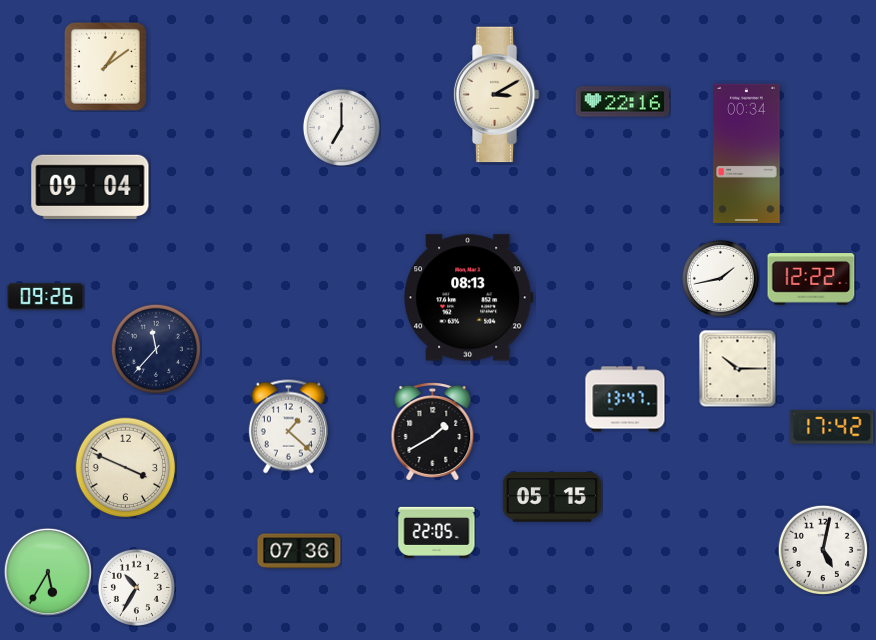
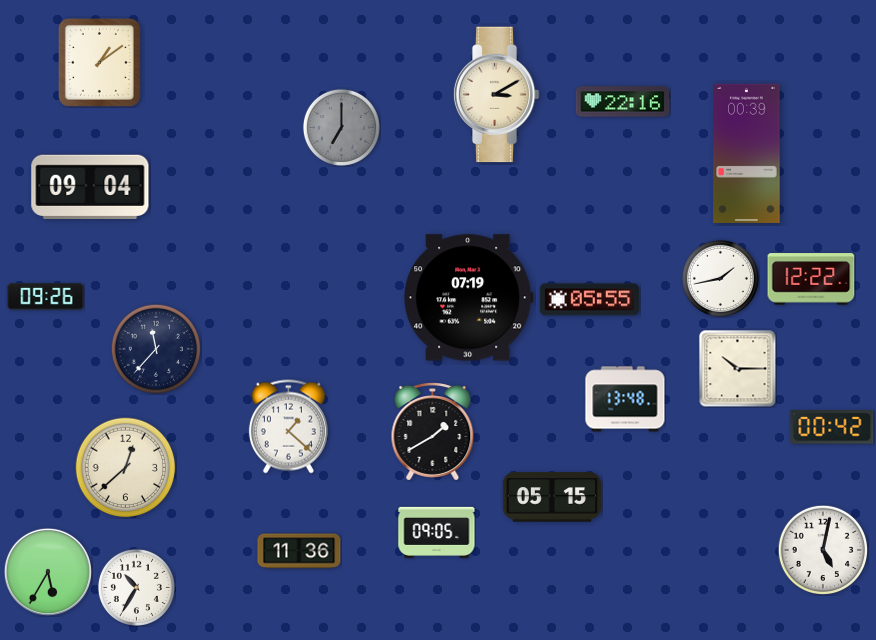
clock at (105, 66) position: (105, 66) -> (99, 62)
clock at (341, 127) dial: white -> grey
clock at (747, 153): 00:34 -> 00:39
clock at (469, 298): 08:13 -> 07:19
clock at (589, 300): none -> 05:55
clock at (625, 399): 13:47 -> 13:48
clock at (832, 427): 17:42 -> 00:42
clock at (126, 468): 3:49 -> 12:38
clock at (437, 532): 22:05 -> 09:05
clock at (299, 551): 07:36 -> 11:36
